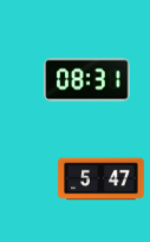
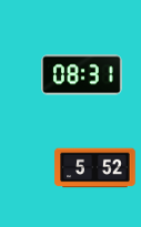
clock at (102, 179): 5:47 -> 5:52
